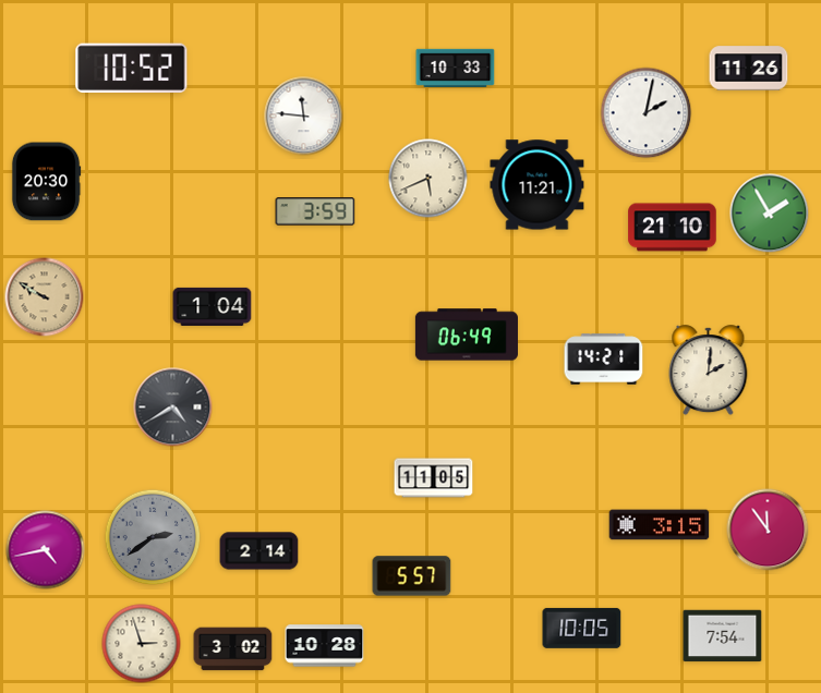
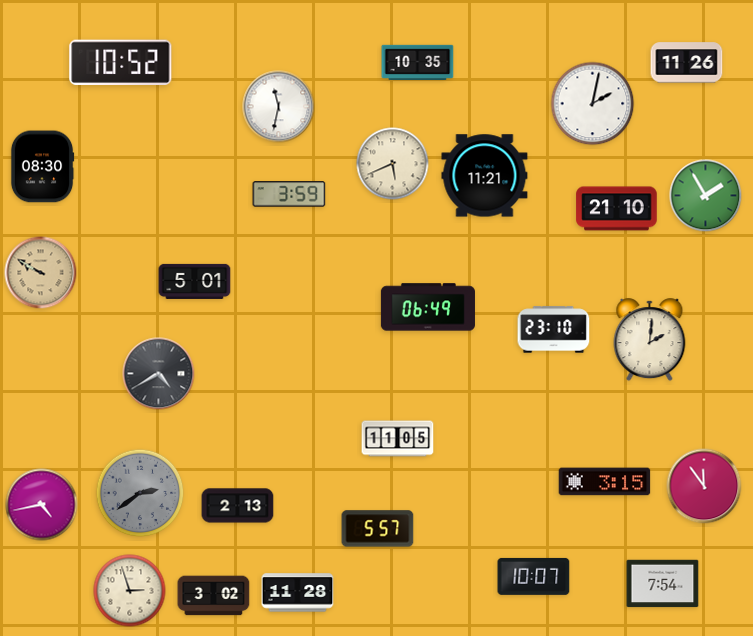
clock at (456, 68): 10:33 -> 10:35
clock at (304, 117): 11:46 -> 11:32
clock at (46, 182): 20:30 -> 08:30
clock at (538, 185) position: (538, 185) -> (485, 176)
clock at (213, 306): 1:04 -> 5:01
clock at (604, 360): 14:21 -> 23:10
clock at (259, 551): 2:14 -> 2:13
clock at (582, 628): 10:05 -> 10:07
clock at (325, 646): 10:28 -> 11:28
